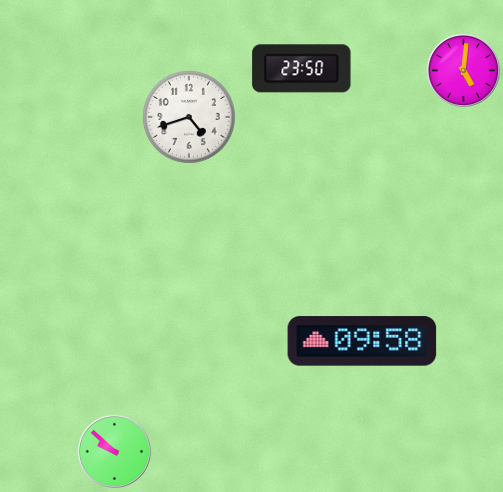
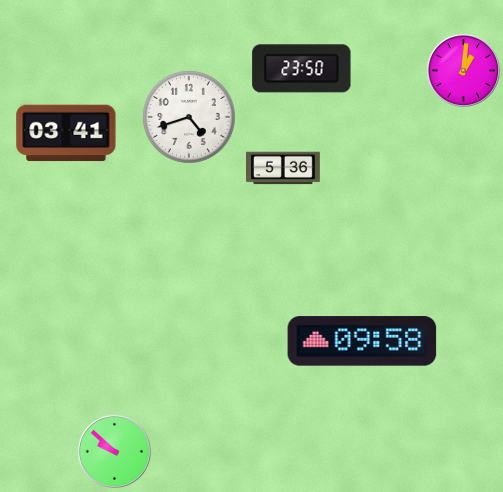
clock at (463, 70): 5:01 -> 1:01
clock at (66, 133): none -> 03:41
clock at (283, 168): none -> 5:36
